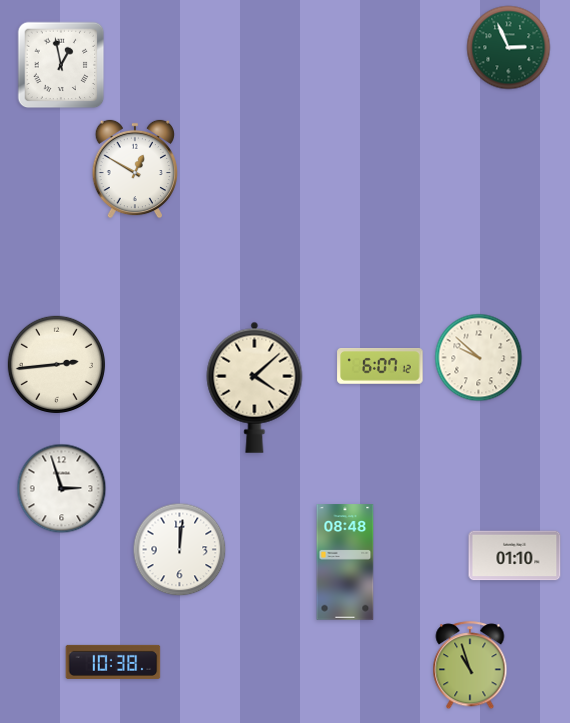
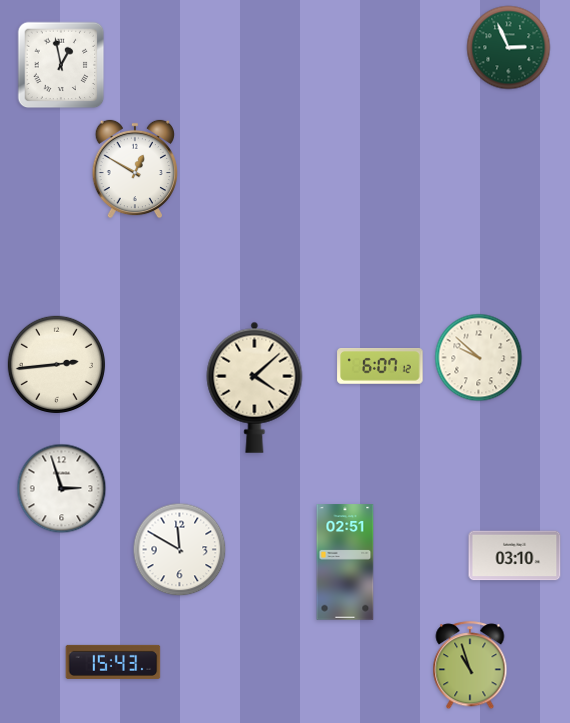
clock at (180, 550): 12:01 -> 11:50
clock at (515, 556): 01:10 -> 03:10
clock at (345, 562): 08:48 -> 02:51
clock at (113, 662): 10:38 -> 15:43
